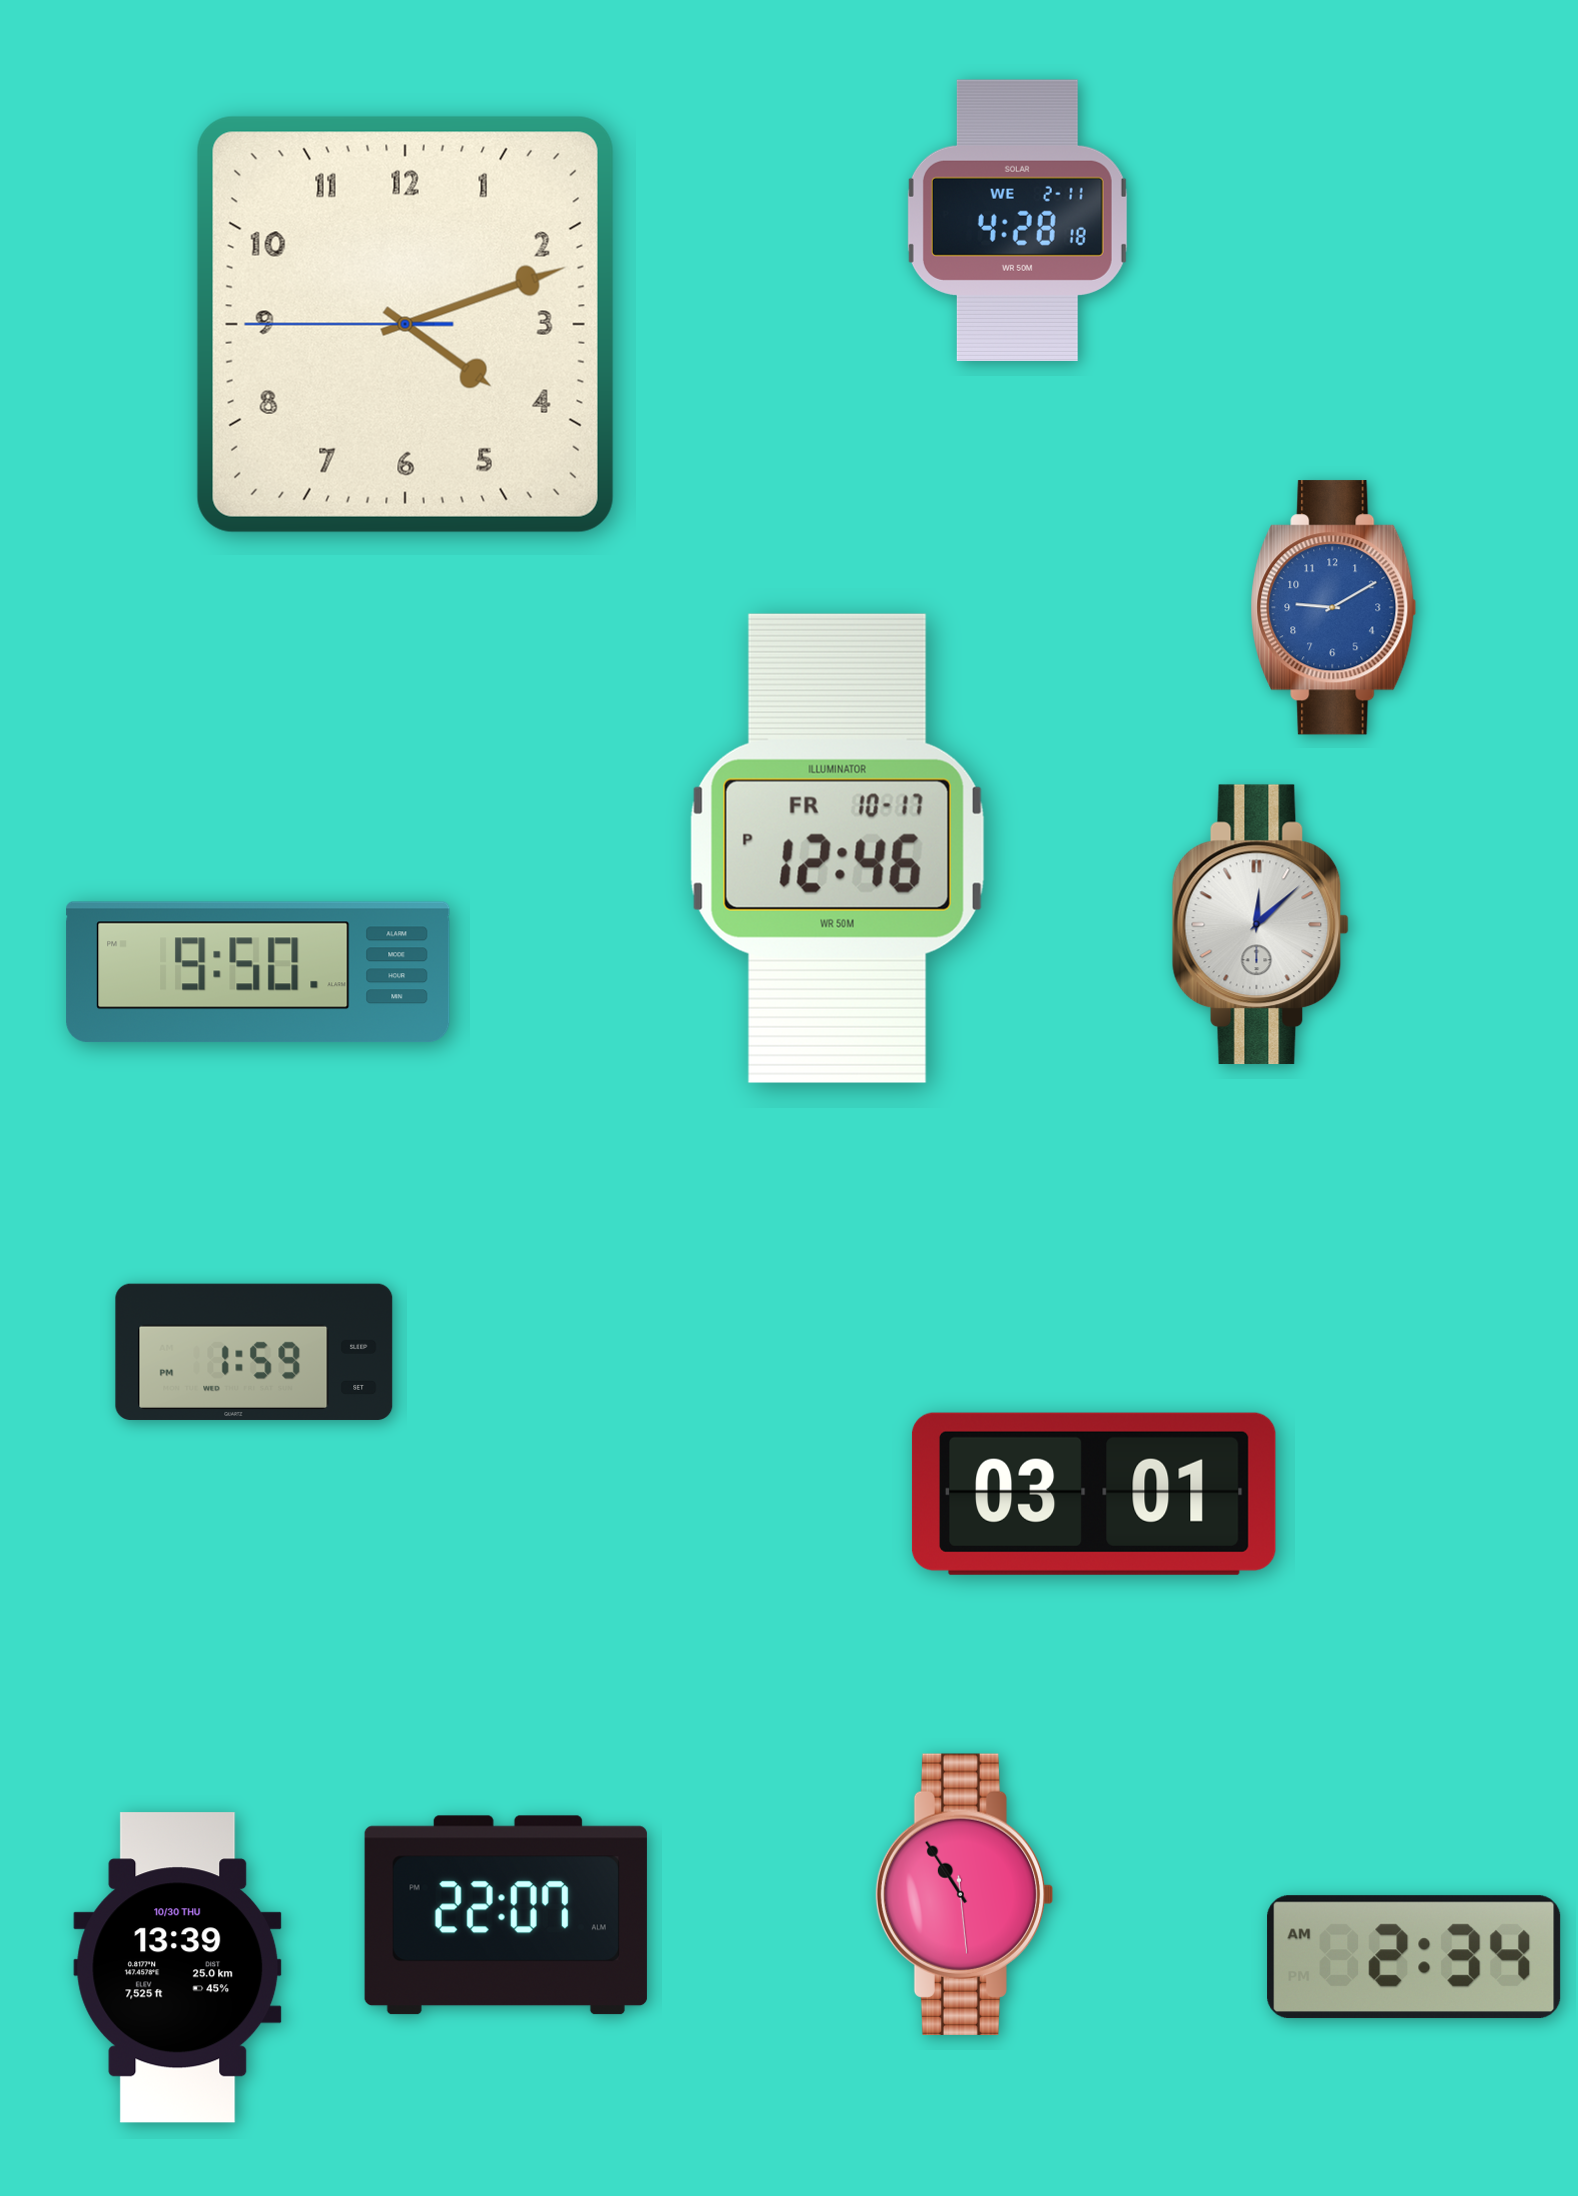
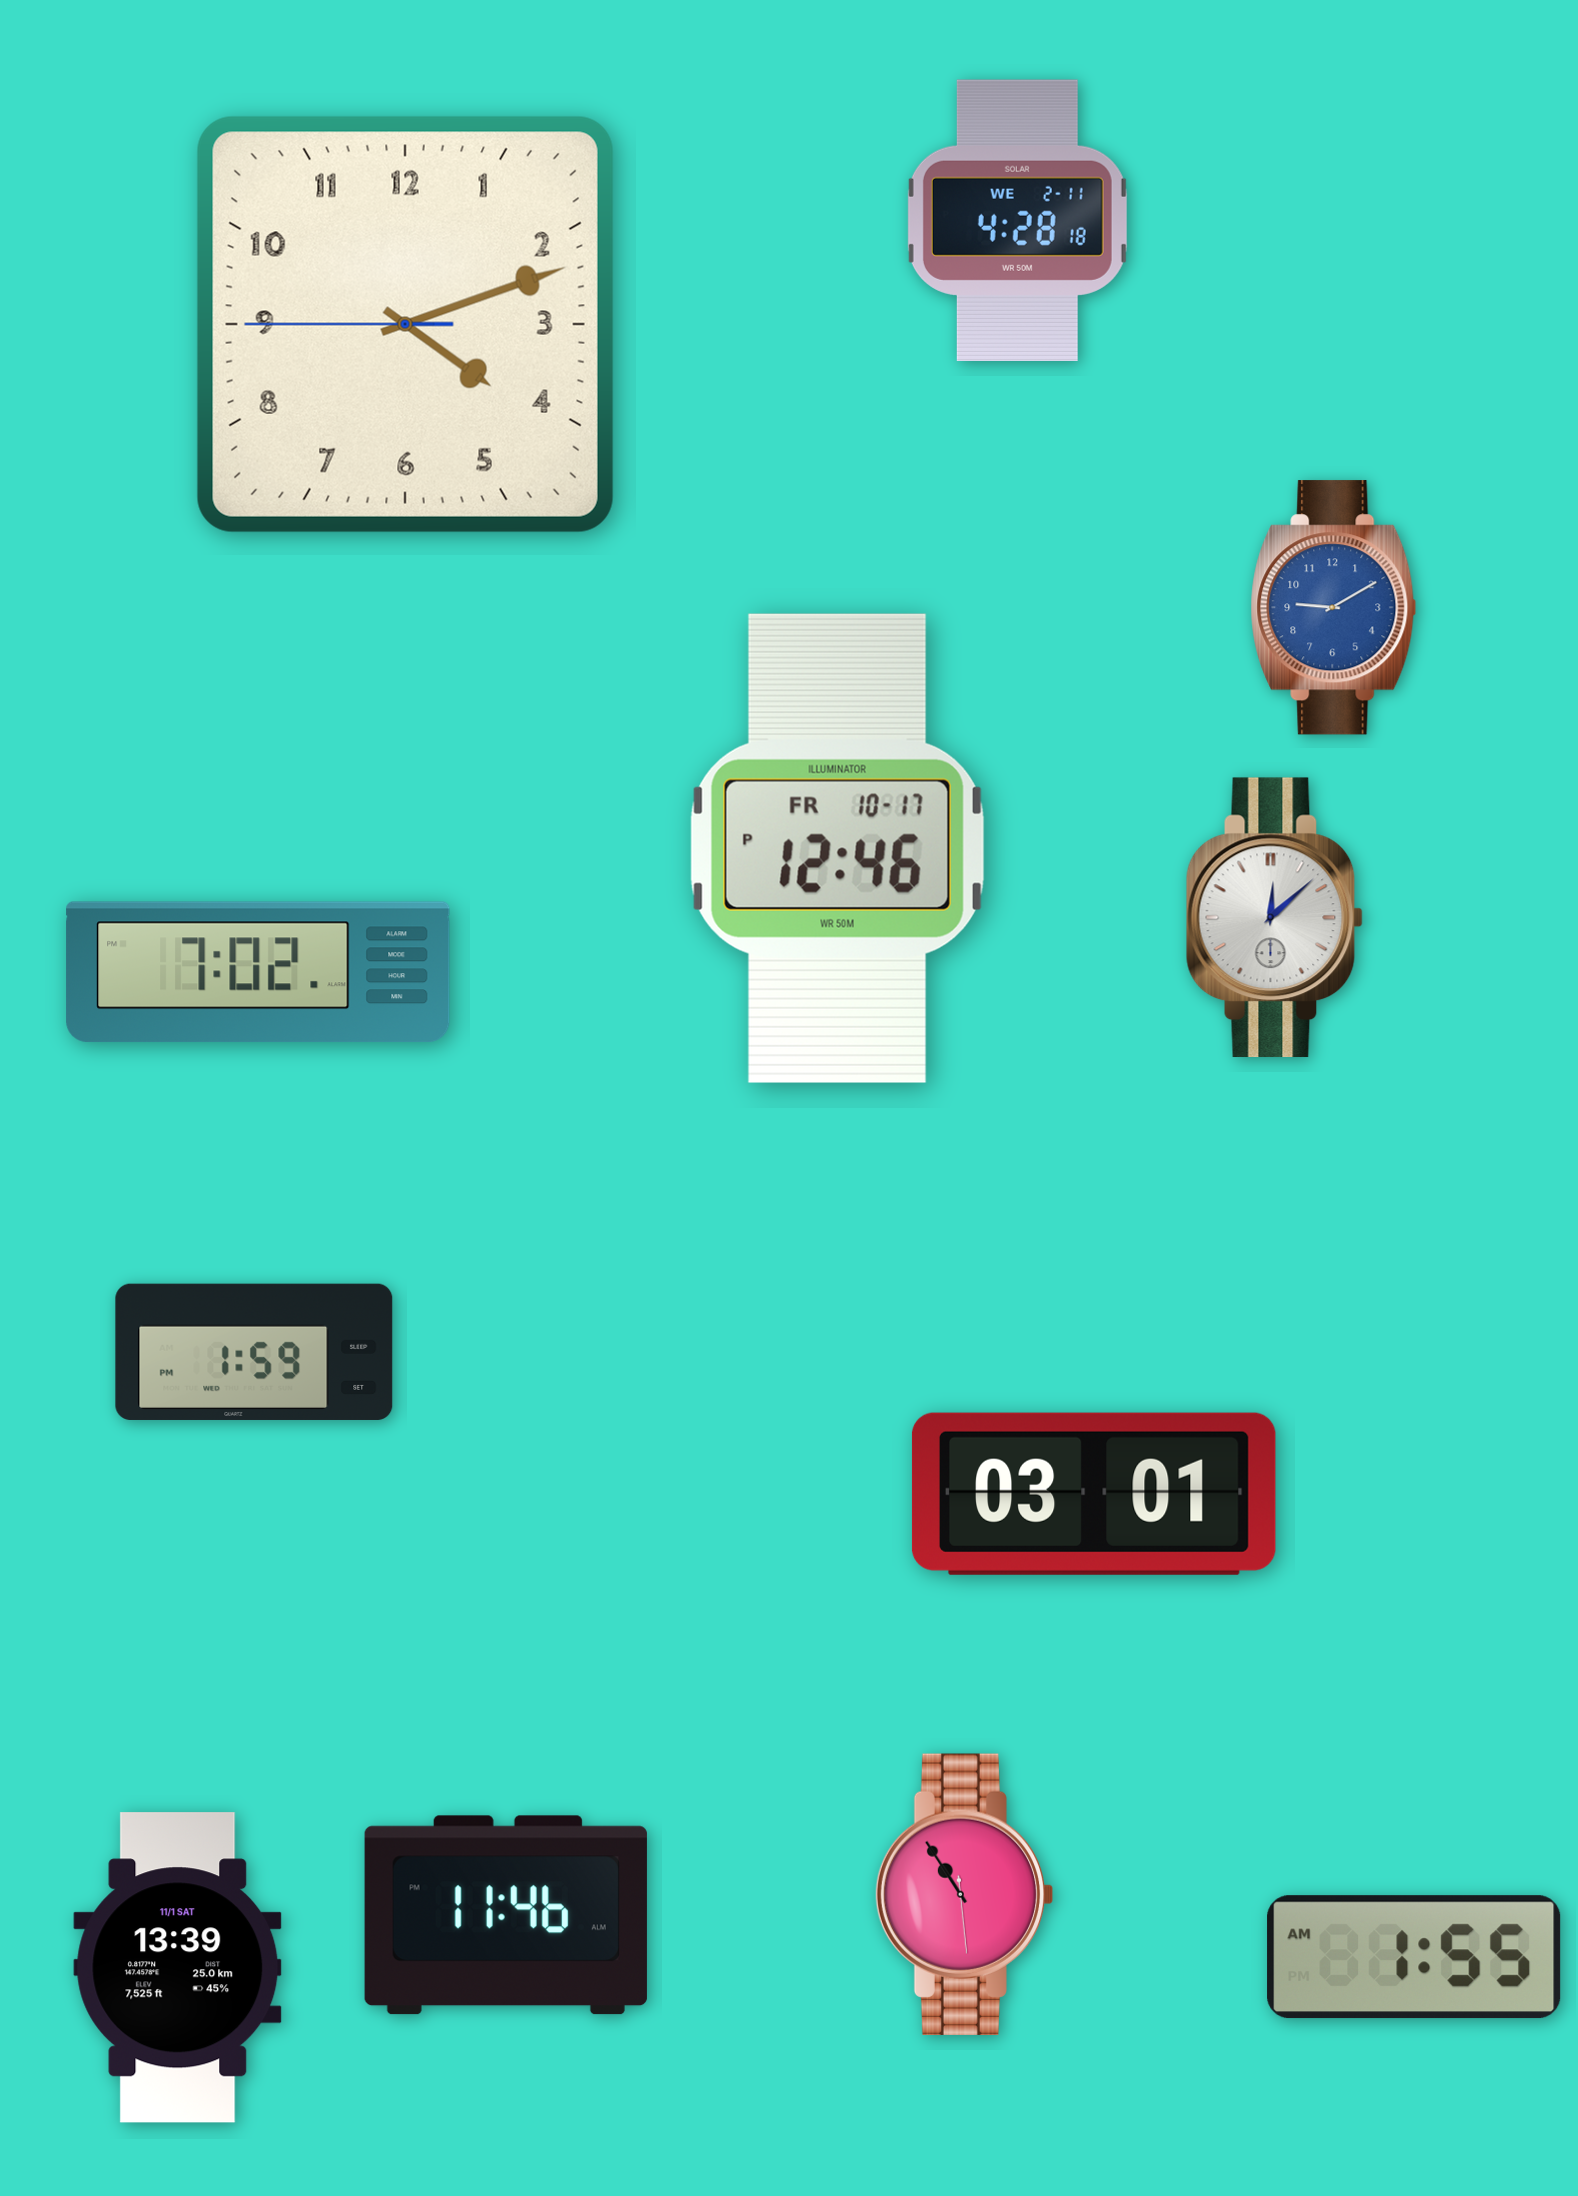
clock at (1260, 925) position: (1260, 925) -> (1274, 918)
clock at (258, 972): 9:50 -> 7:02
clock at (506, 1915): 22:07 -> 11:46
clock at (1414, 1957): 2:34 -> 1:55
clock at (178, 1968) date: 10/30 THU -> 11/1 SAT
